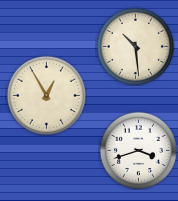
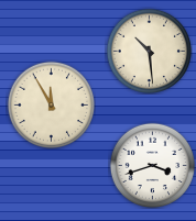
clock at (46, 95): 12:55 -> 11:55
